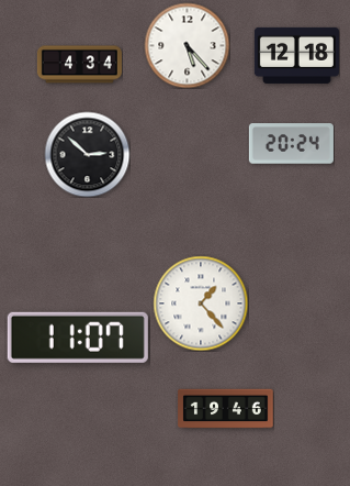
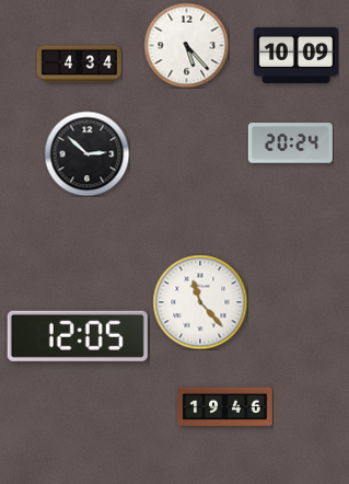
clock at (296, 55): 12:18 -> 10:09
clock at (201, 303): 1:23 -> 11:23
clock at (78, 338): 11:07 -> 12:05
